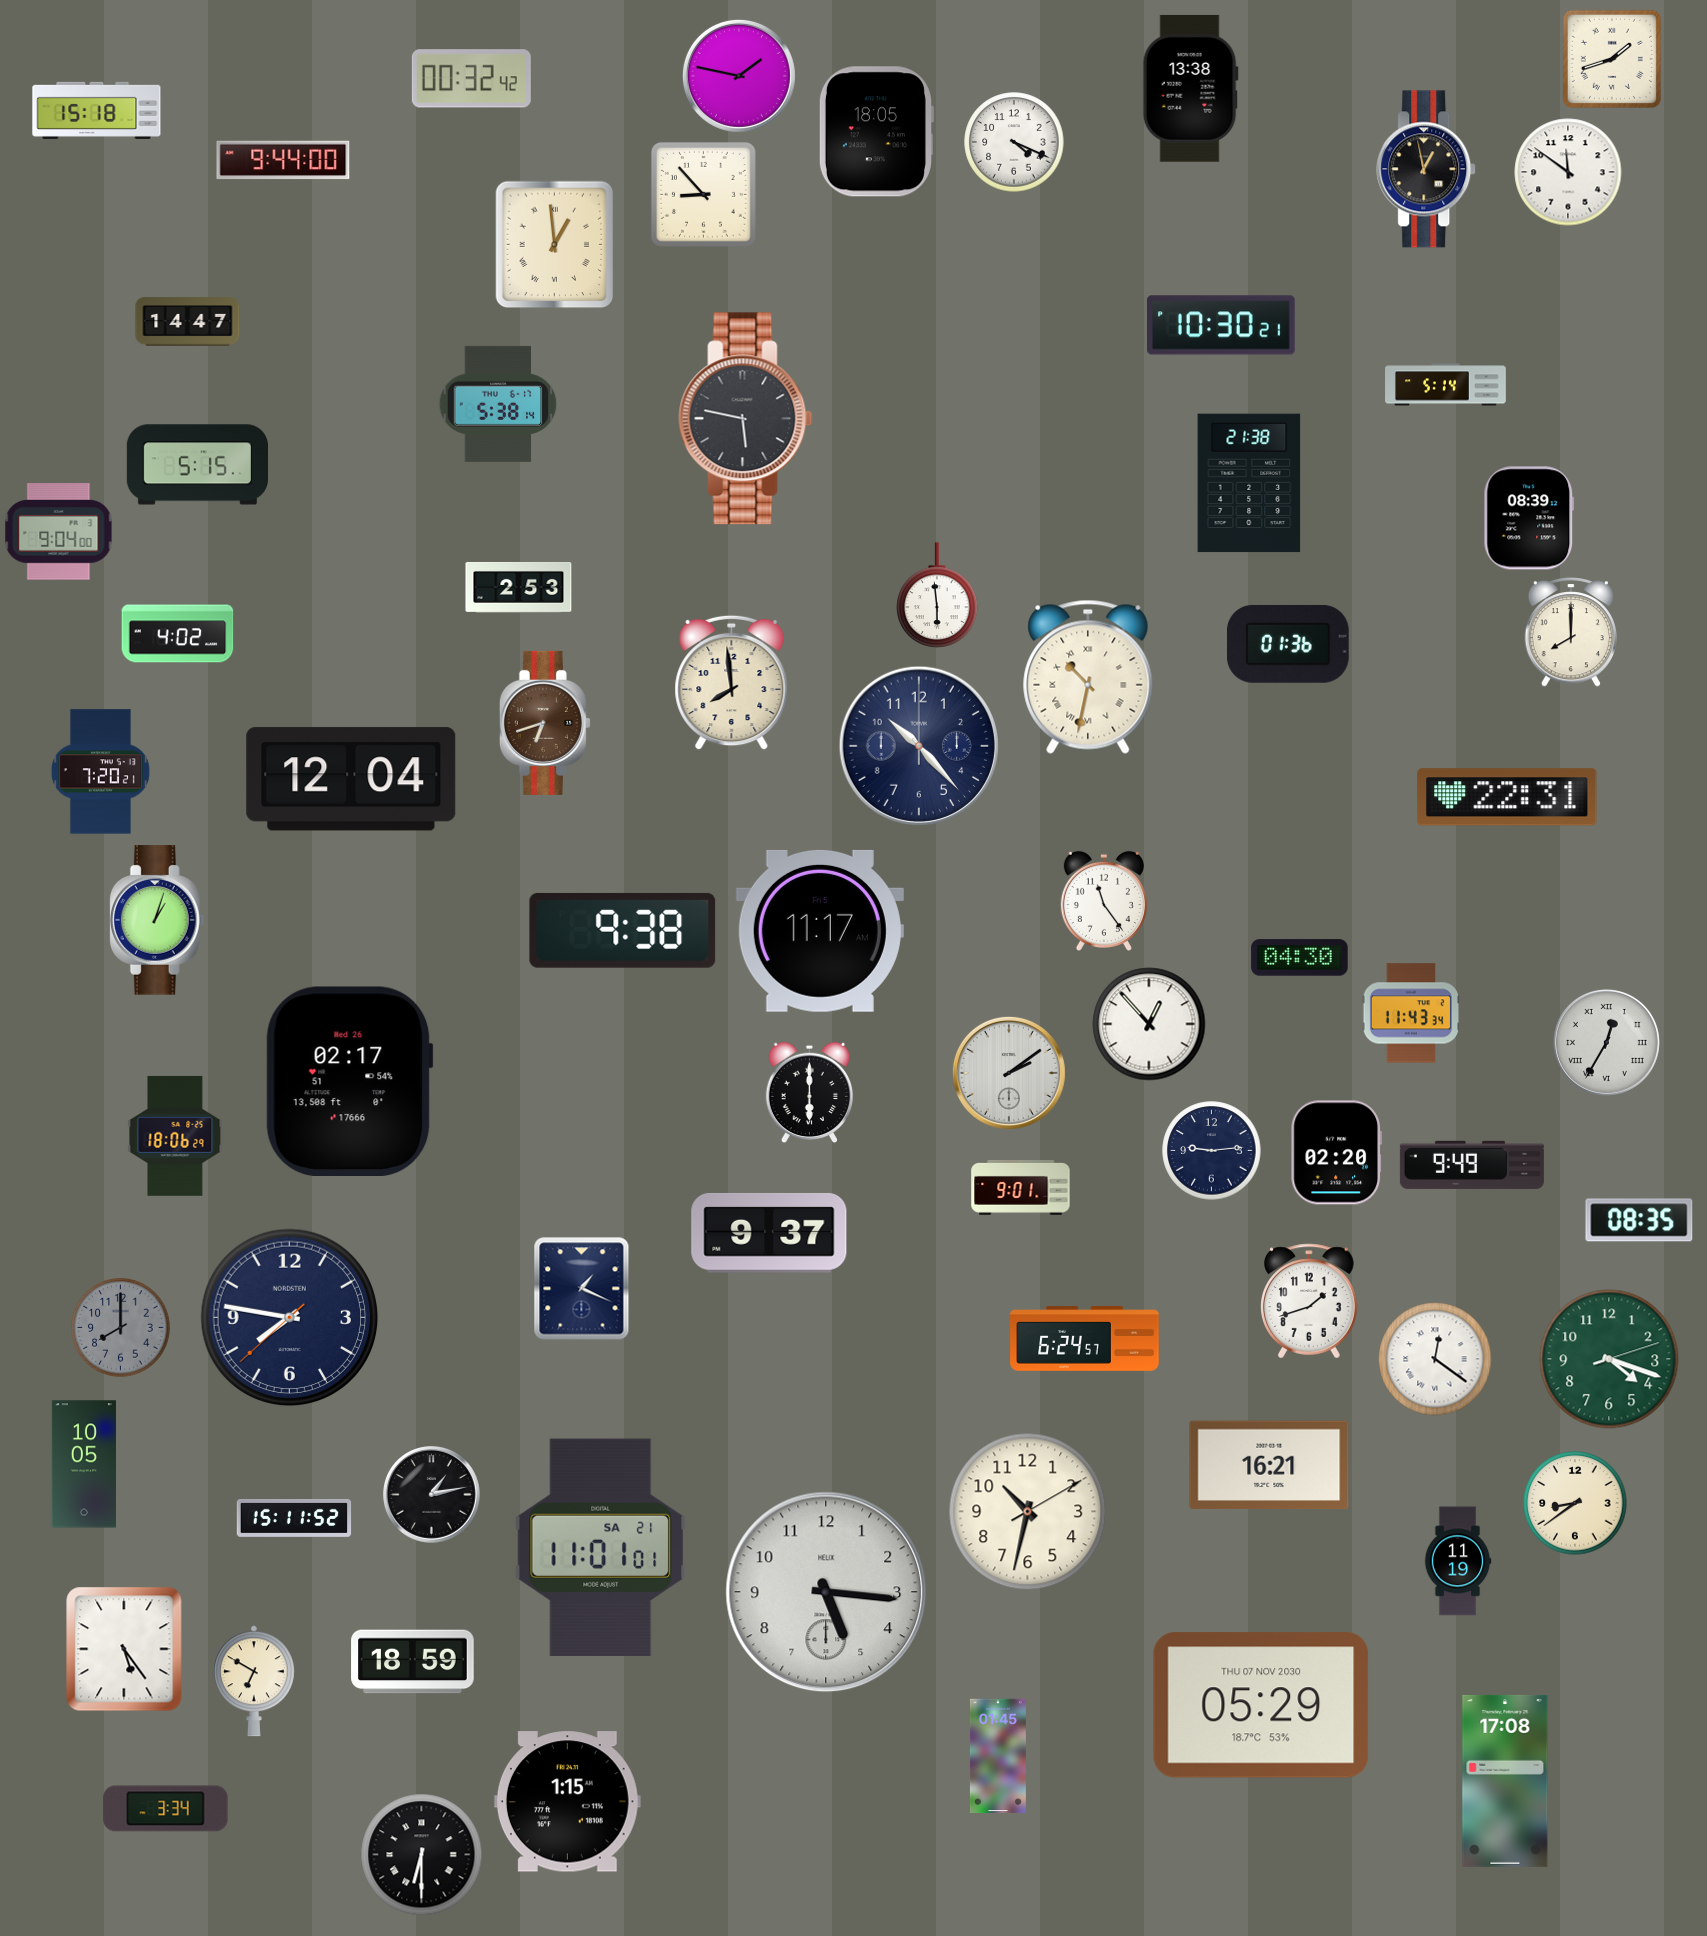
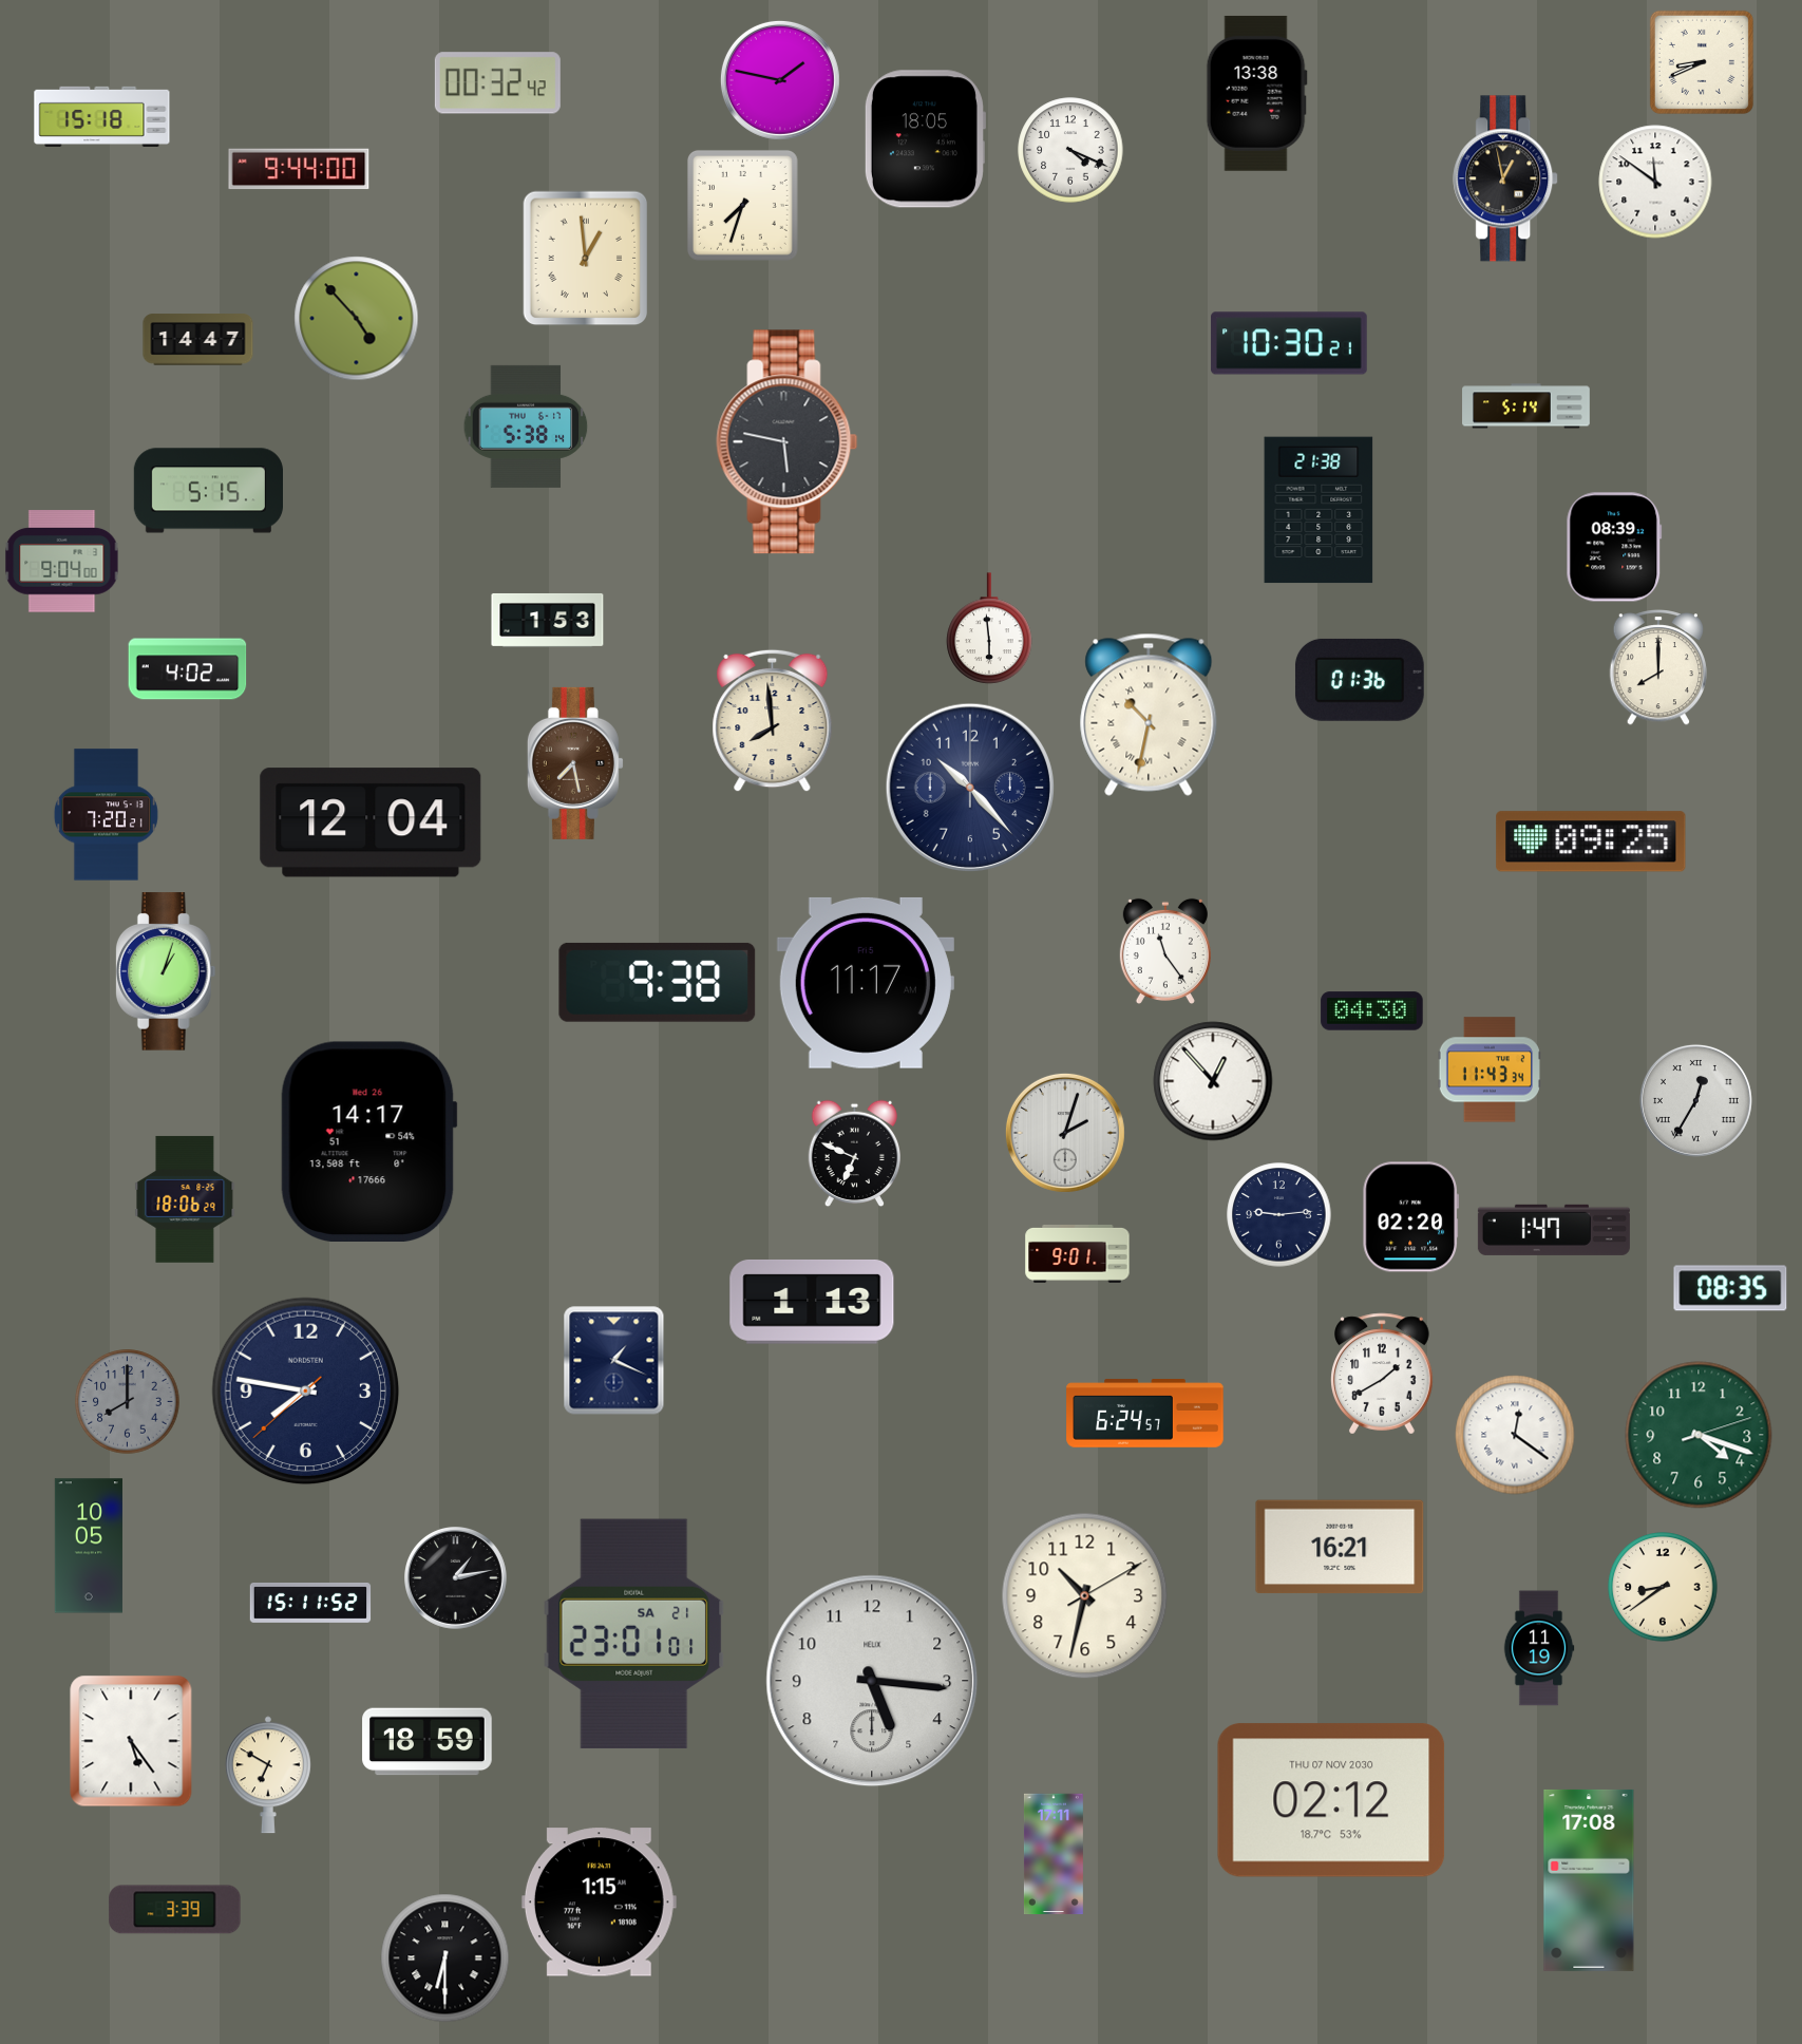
clock at (1612, 59): 1:42 -> 8:41
clock at (703, 194): 8:53 -> 7:33
clock at (357, 319): none -> 4:53
clock at (519, 587): 2:53 -> 1:53
clock at (545, 723): 6:42 -> 7:28
clock at (1507, 797): 22:31 -> 09:25
clock at (1009, 1073): 2:09 -> 2:03
clock at (349, 1081): 02:17 -> 14:17
clock at (809, 1093): 6:00 -> 6:49
clock at (1472, 1165): 9:49 -> 1:47
clock at (769, 1233): 9:37 -> 1:13
clock at (1309, 1301): 1:42 -> 1:40
clock at (601, 1547): 11:01 -> 23:01
clock at (413, 1662) position: (413, 1662) -> (428, 1742)
clock at (1261, 1705): 05:29 -> 02:12
clock at (998, 1756): 01:45 -> 17:11
clock at (166, 1809): 3:34 -> 3:39
